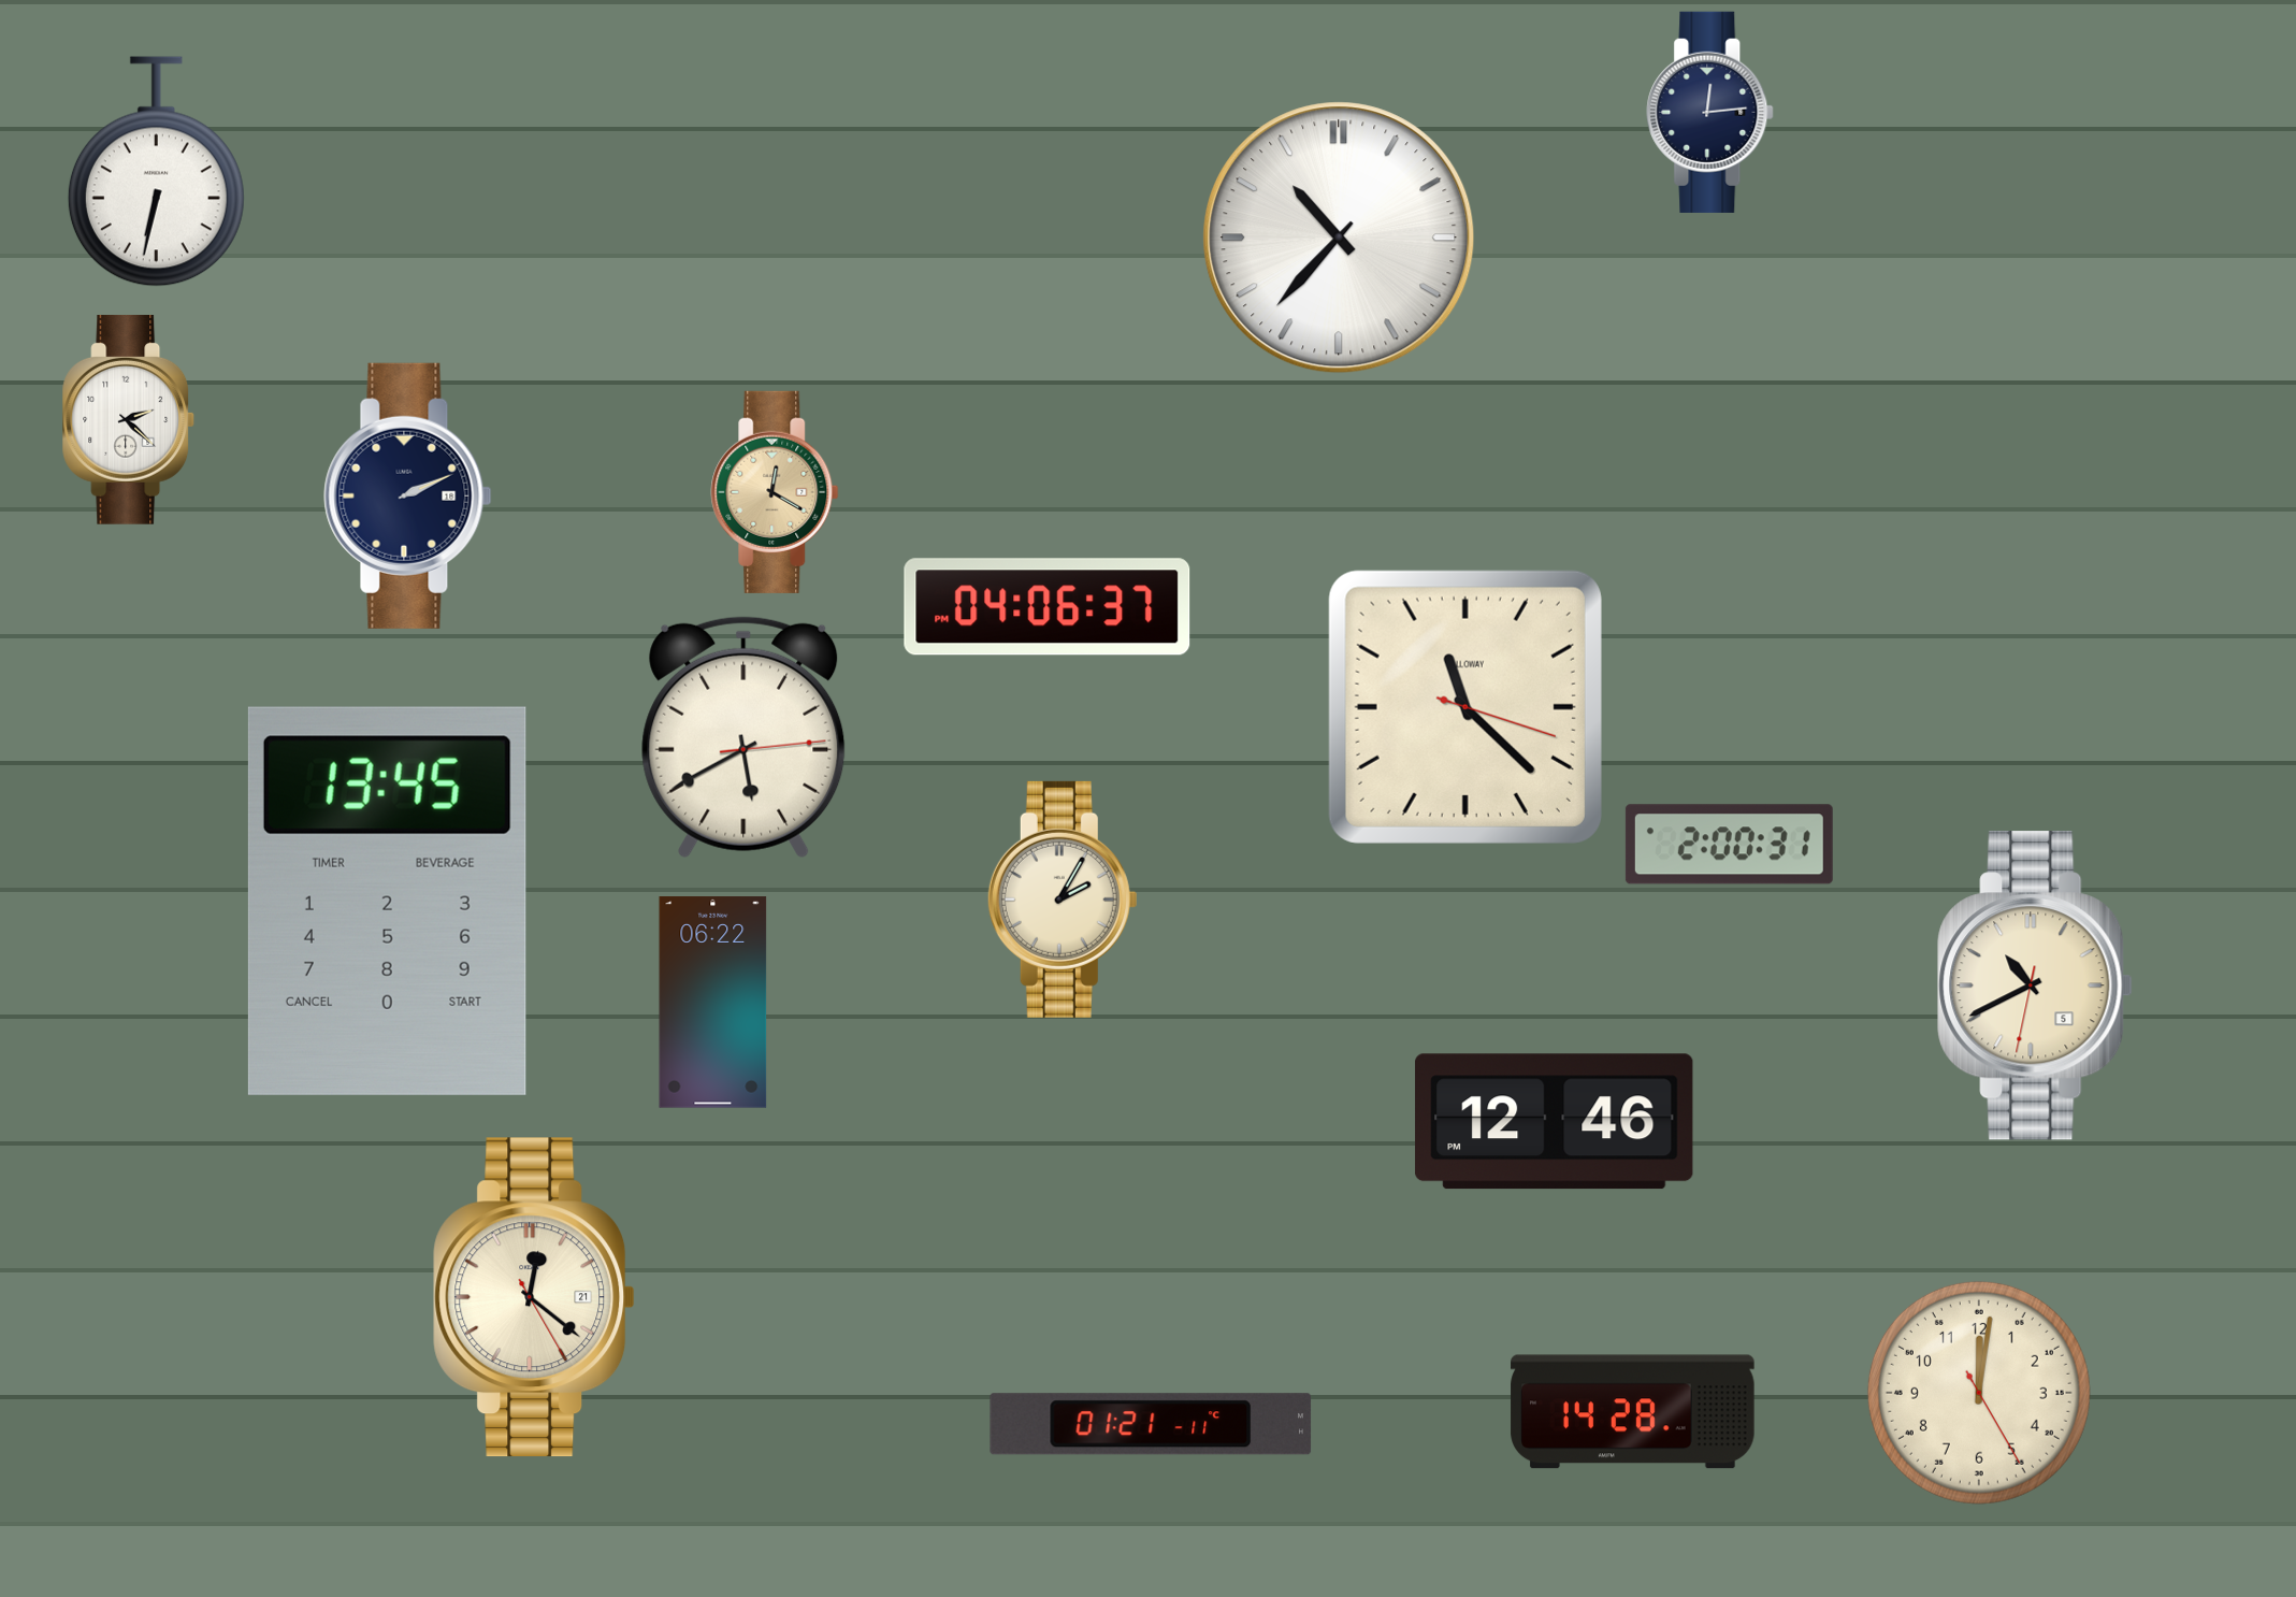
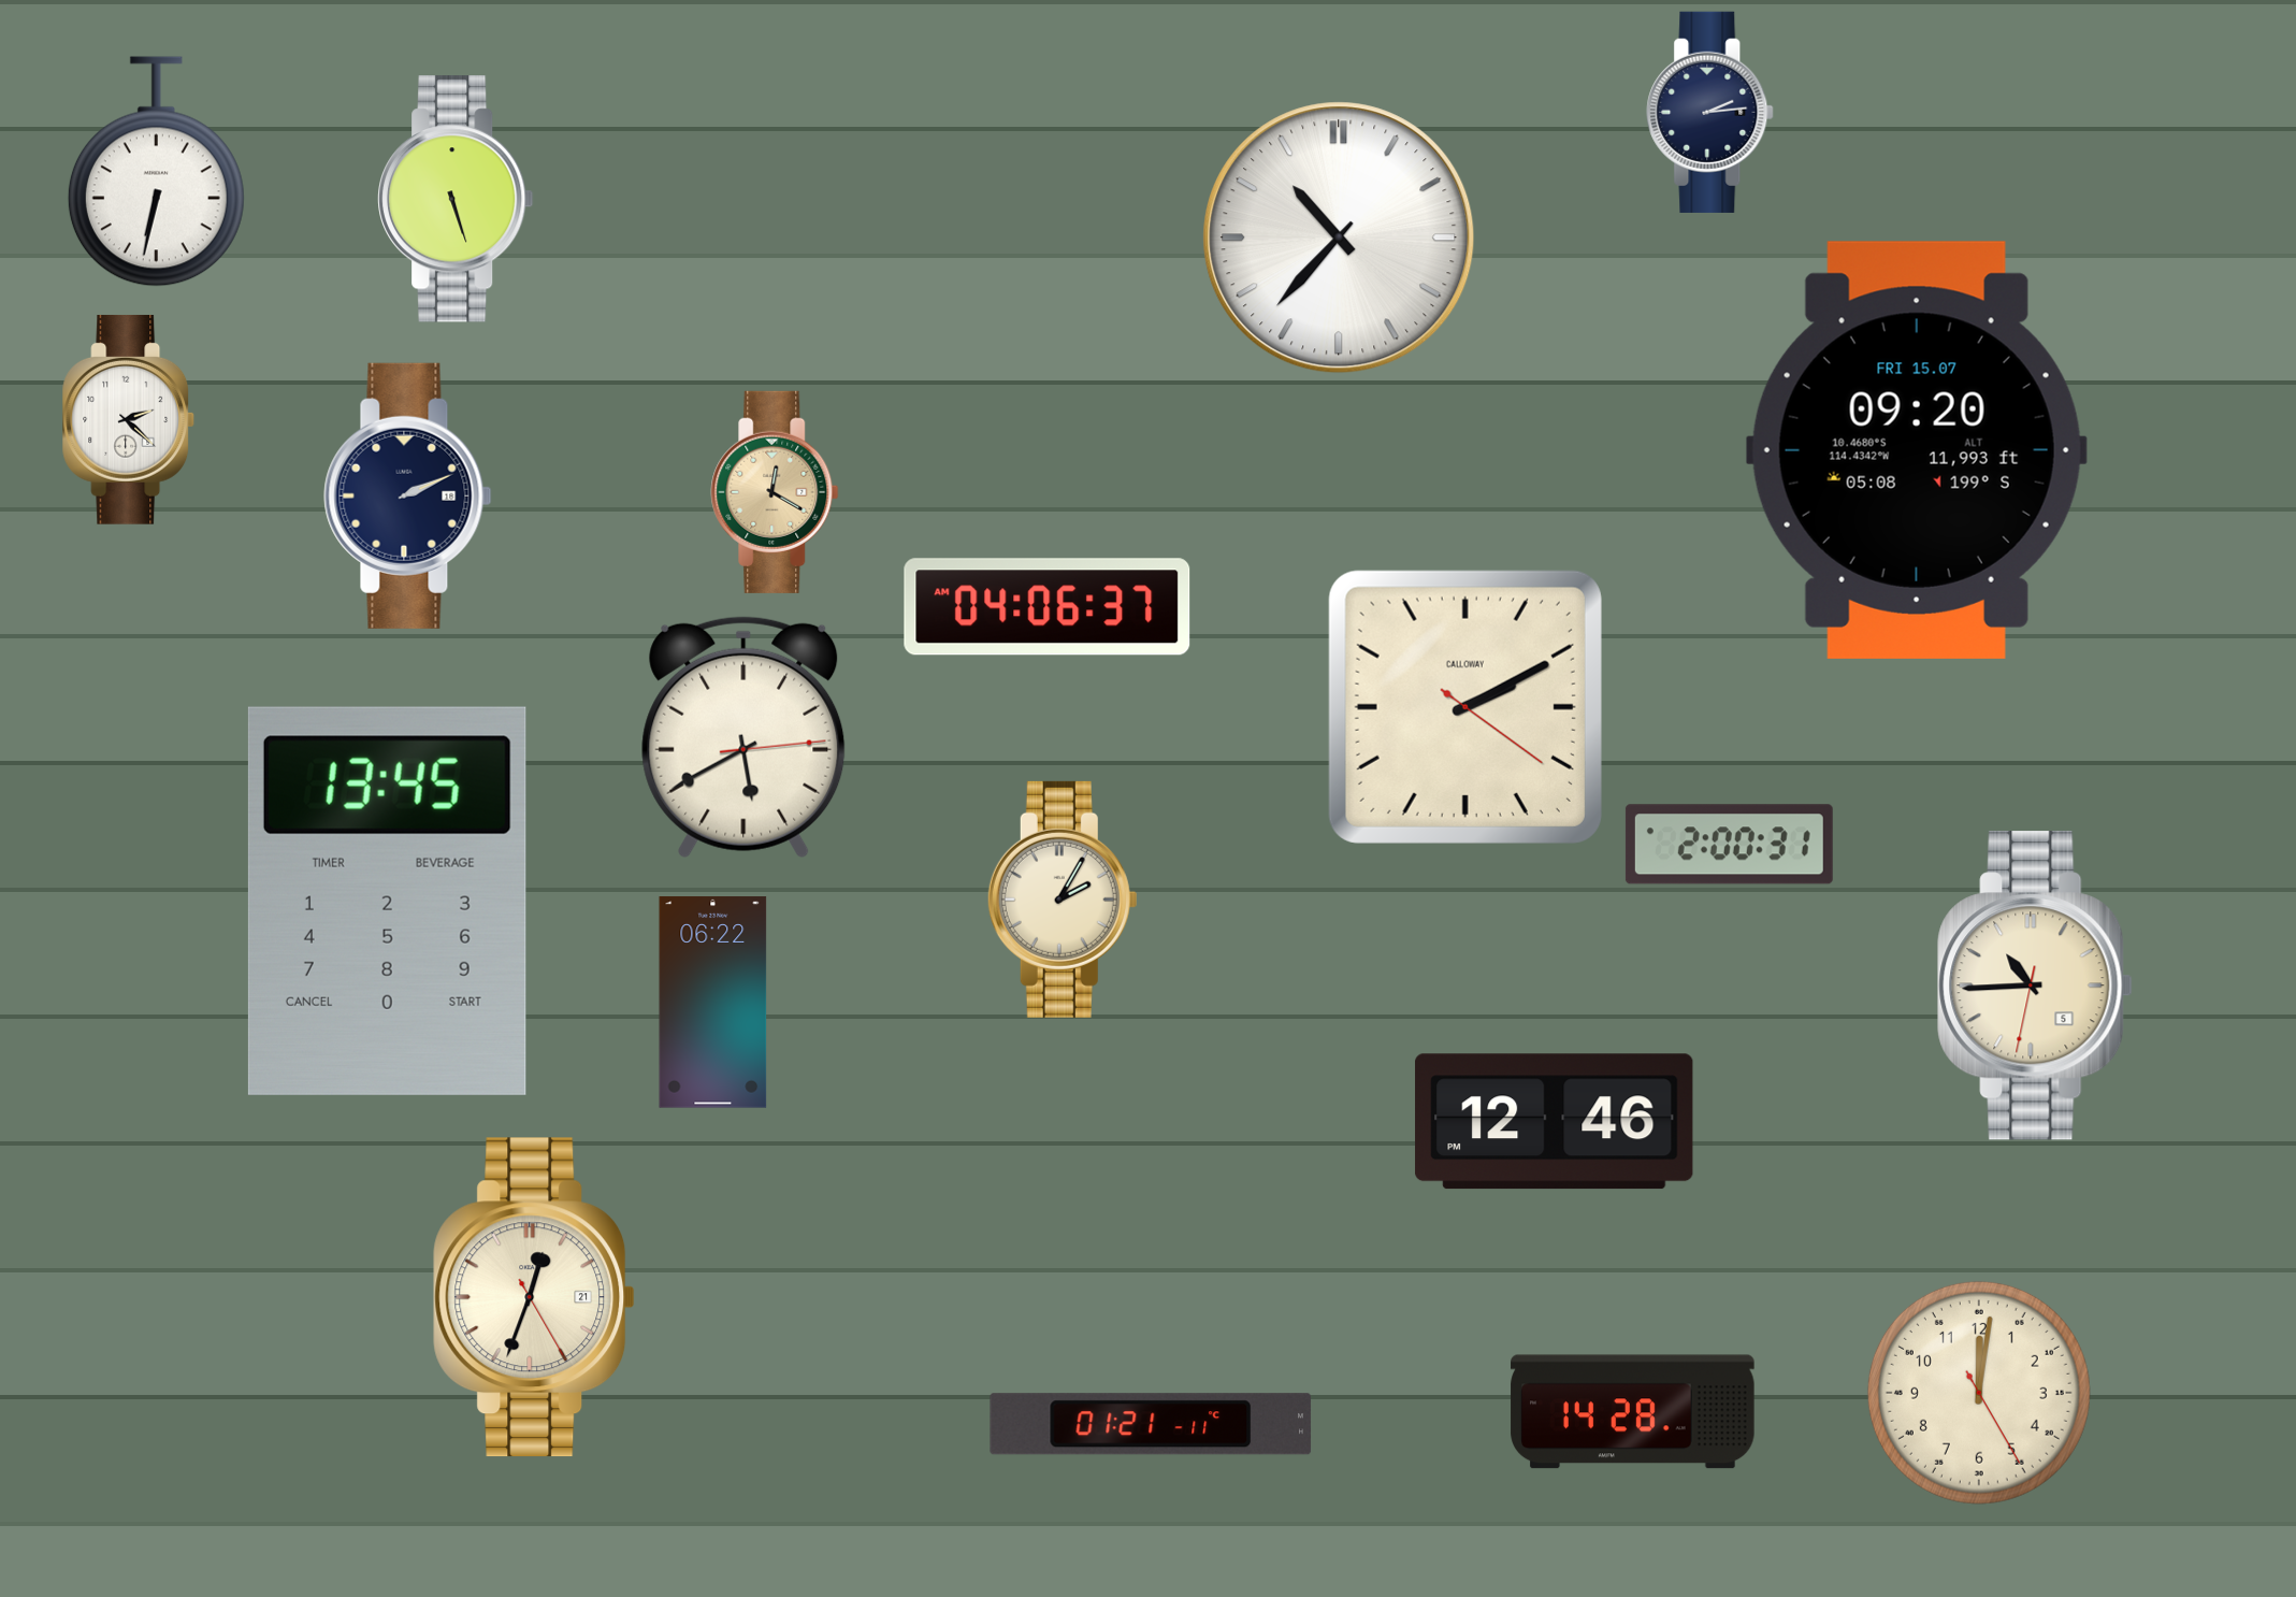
clock at (1710, 112): 12:14 -> 2:14
clock at (456, 199): none -> 5:27
clock at (1917, 450): none -> 09:20
clock at (1048, 607): 04:06:37 PM -> 04:06:37 AM
clock at (1465, 707): 11:22 -> 2:10
clock at (2035, 985): 10:40 -> 10:44
clock at (534, 1297): 12:21 -> 12:33
